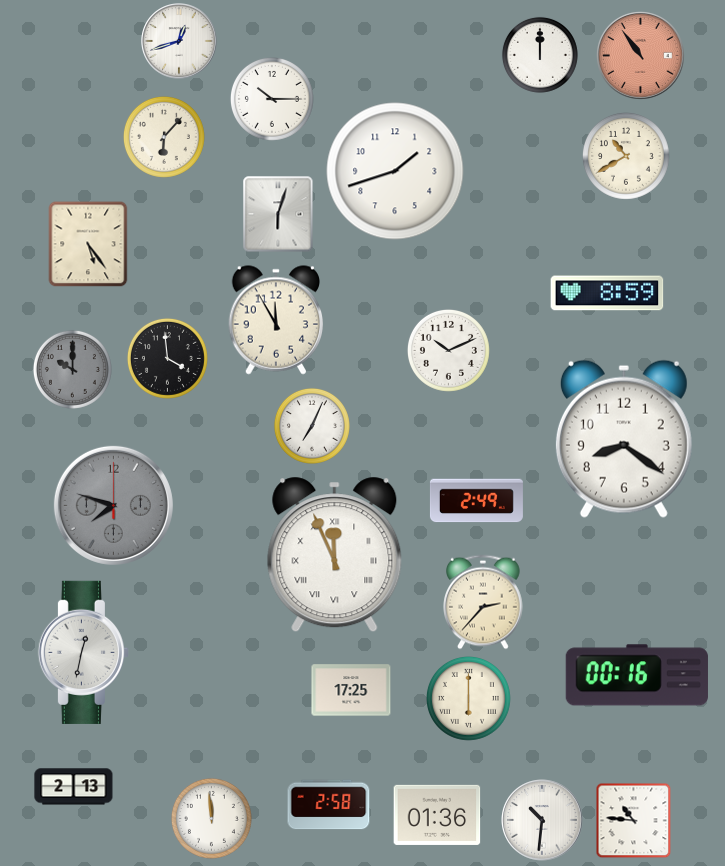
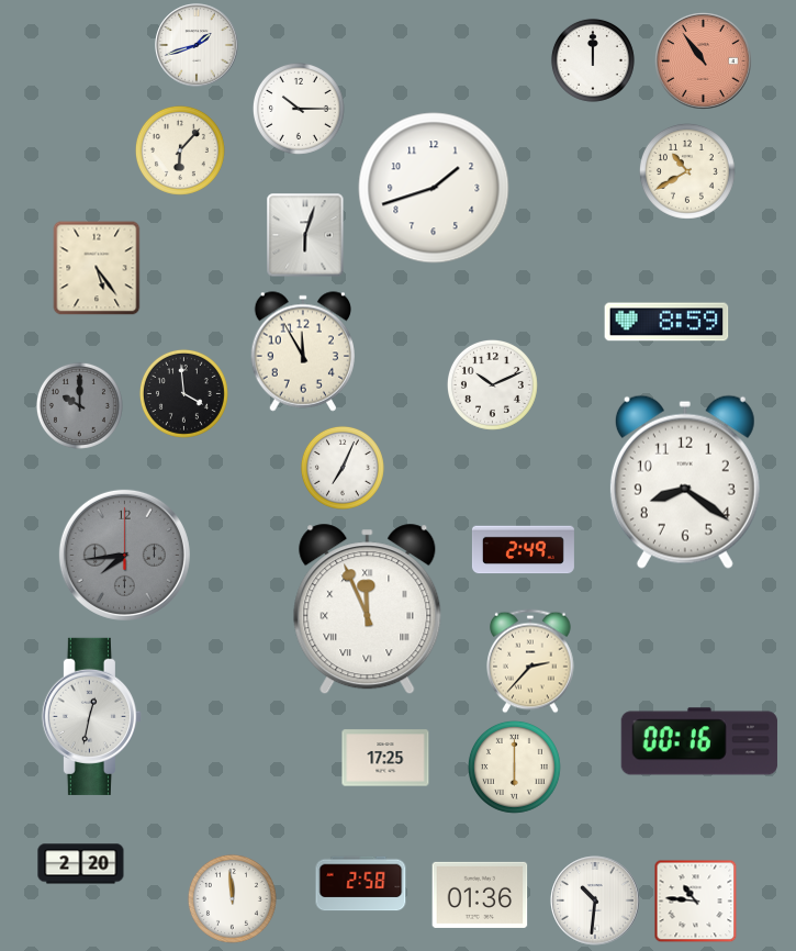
clock at (179, 41): 12:42 -> 1:42
clock at (113, 505): 7:48 -> 7:44
clock at (74, 787): 2:13 -> 2:20
